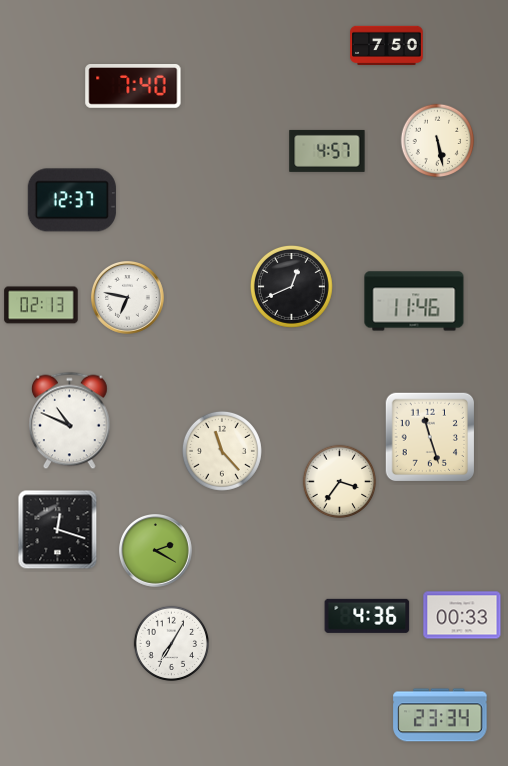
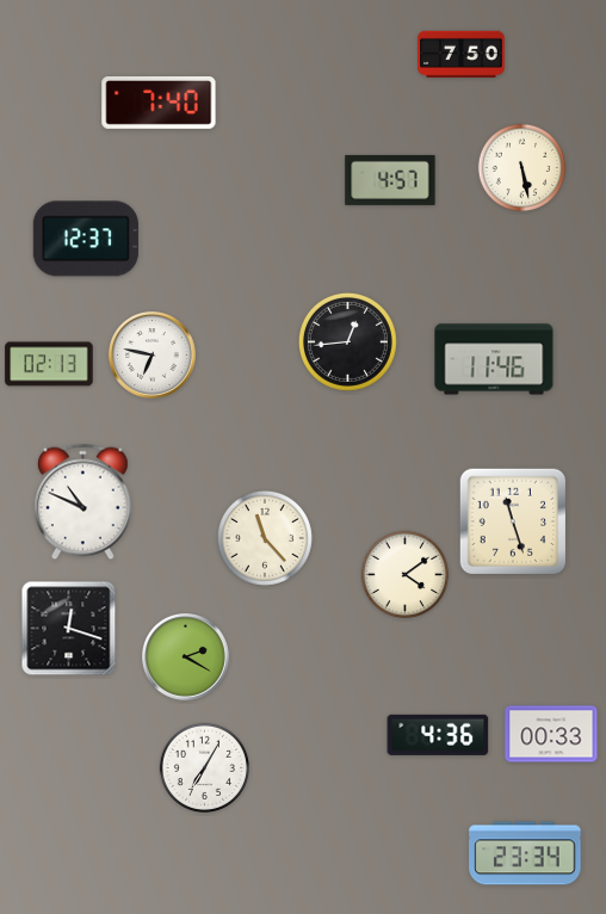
clock at (291, 286): 12:41 -> 12:44
clock at (340, 482): 3:36 -> 4:09
clock at (58, 530) position: (58, 530) -> (69, 629)
